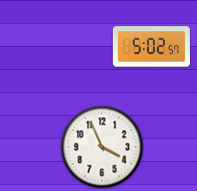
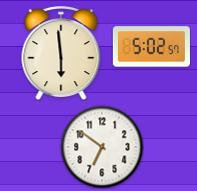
clock at (61, 53): none -> 5:59
clock at (102, 147): 3:56 -> 6:51
